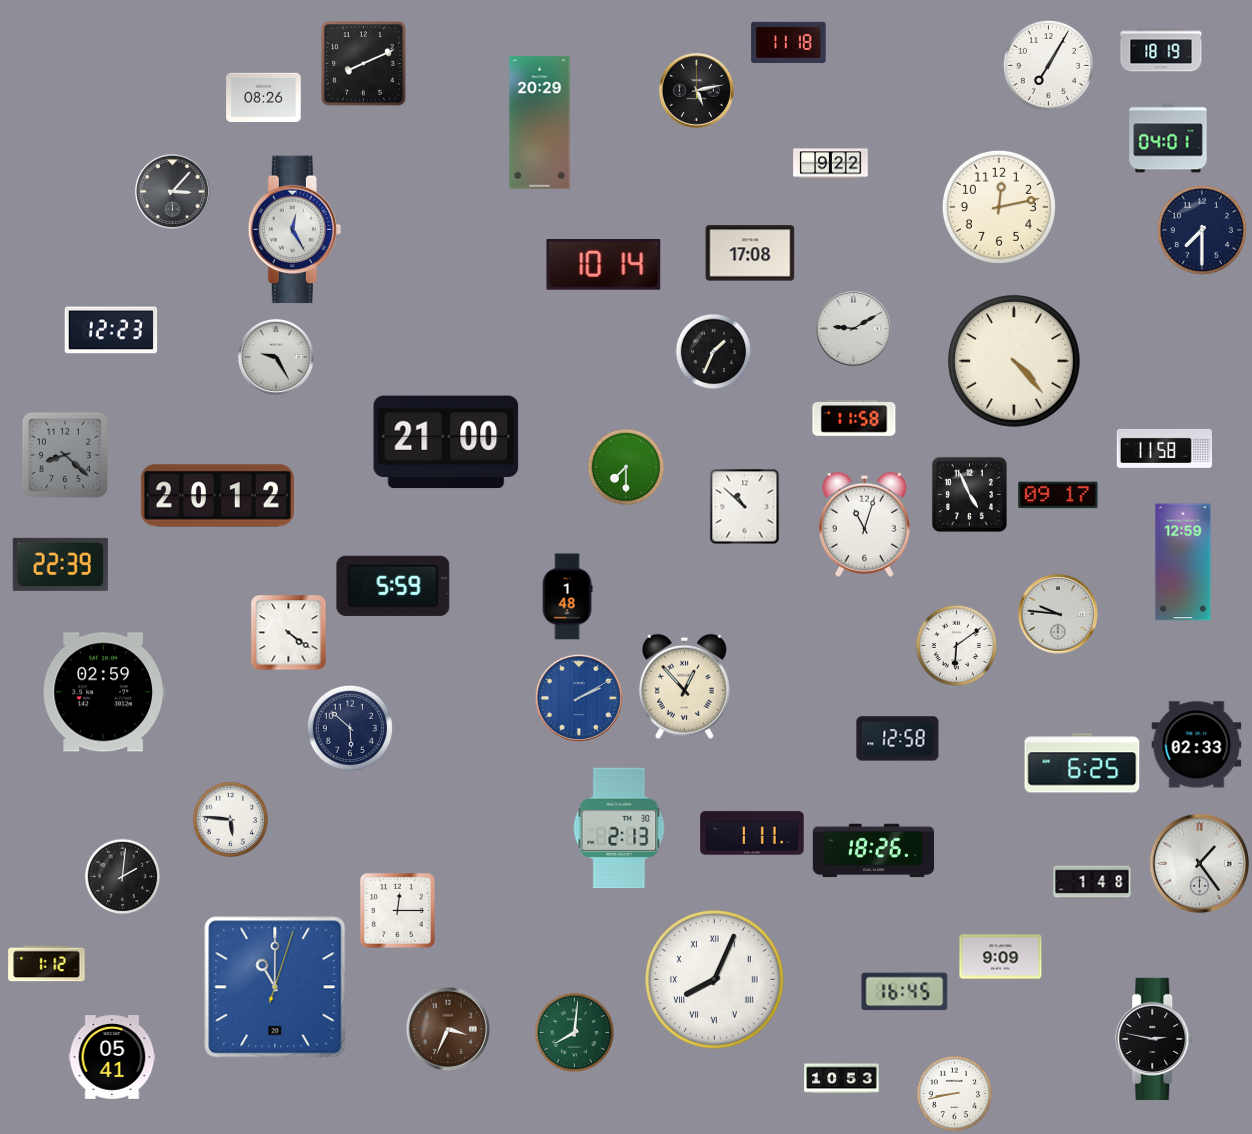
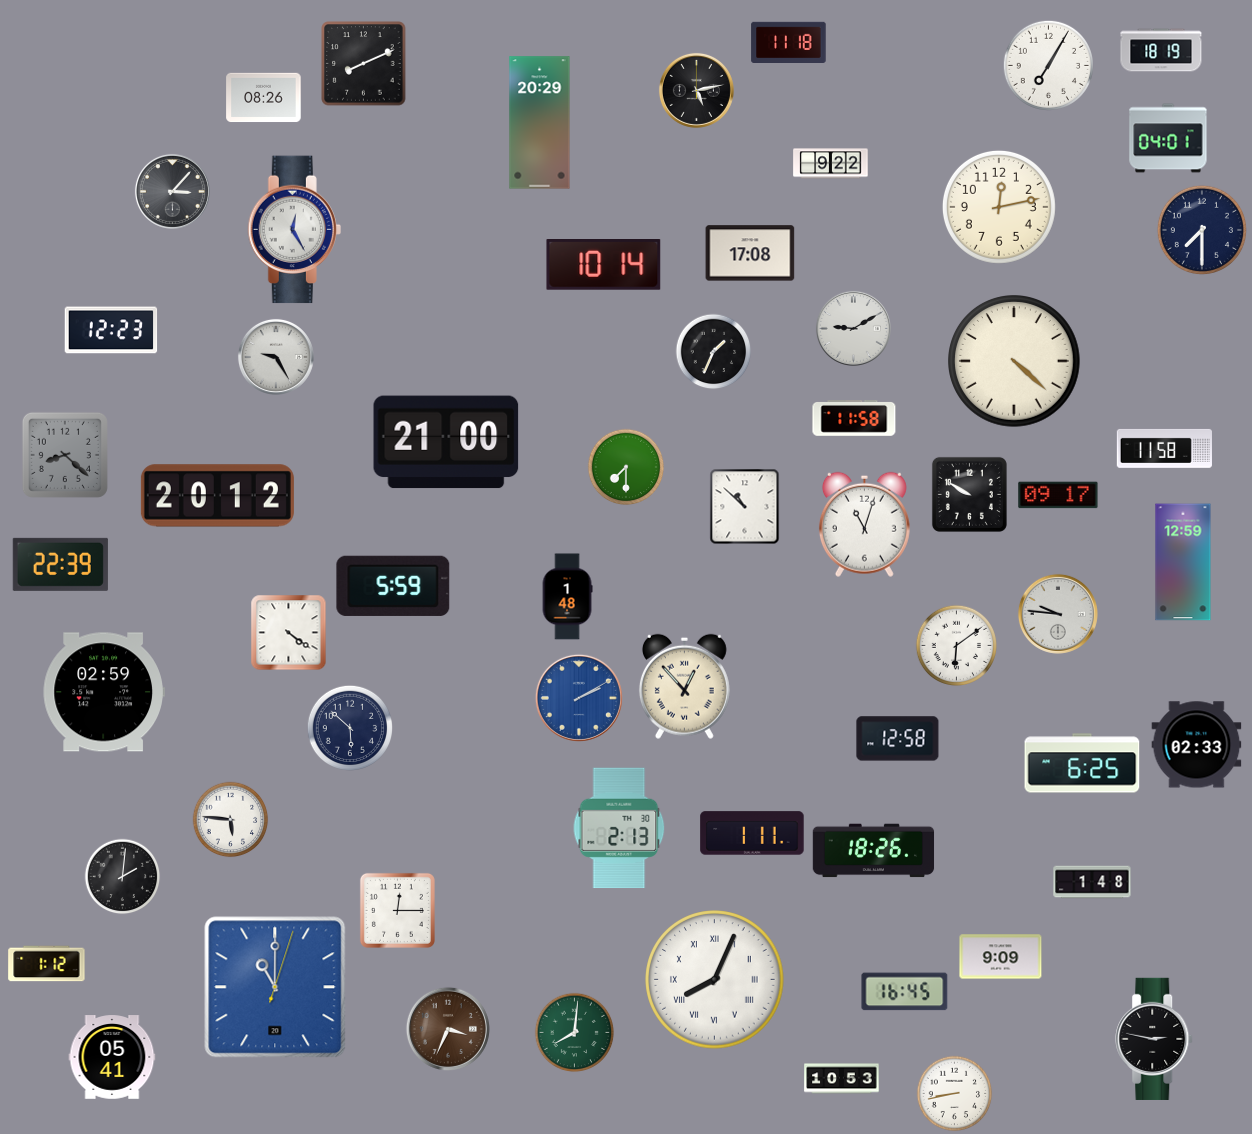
clock at (1015, 362): 4:23 -> 4:22
clock at (969, 494): 4:56 -> 9:50
clock at (1200, 864): 1:24 -> none
